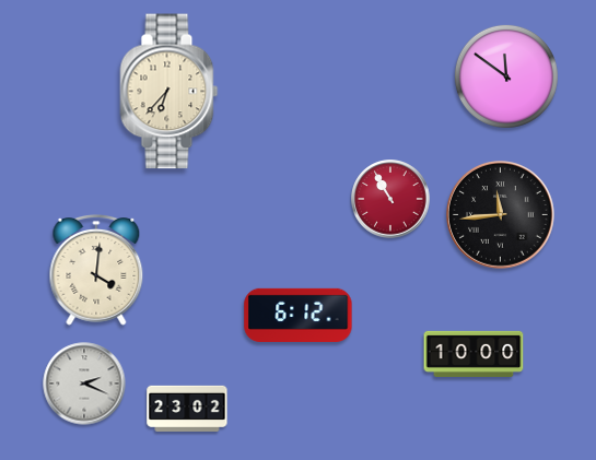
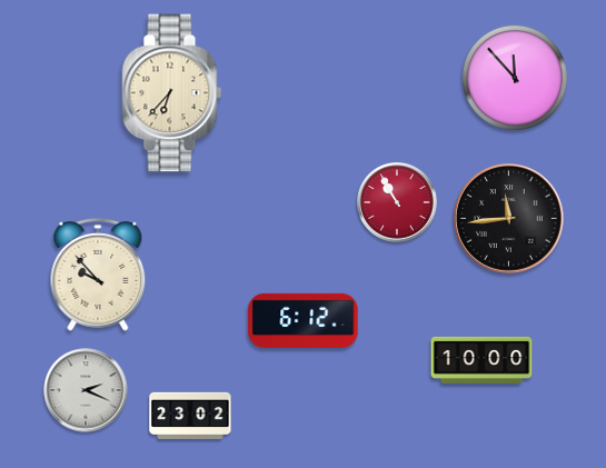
clock at (506, 76): 11:51 -> 11:53
clock at (96, 271): 4:01 -> 9:53
